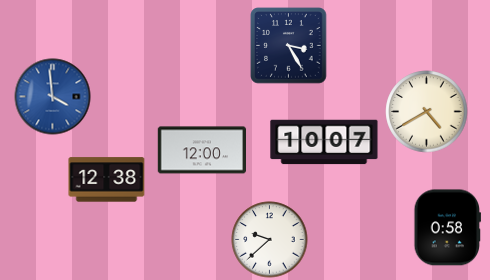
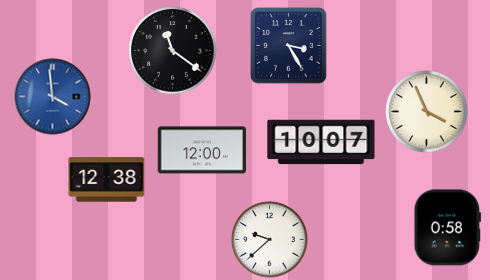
clock at (173, 51): none -> 11:21
clock at (427, 112): 4:40 -> 3:56
clock at (324, 142) position: (324, 142) -> (321, 142)
